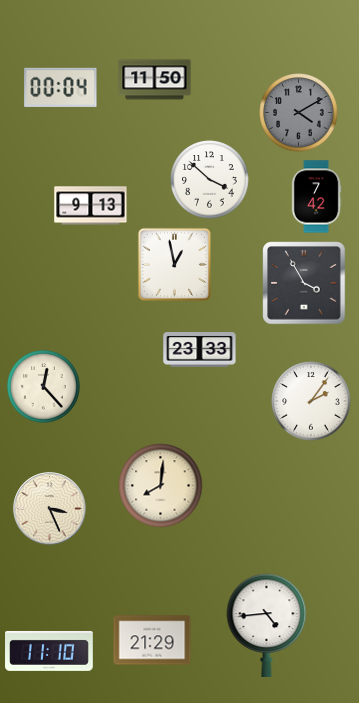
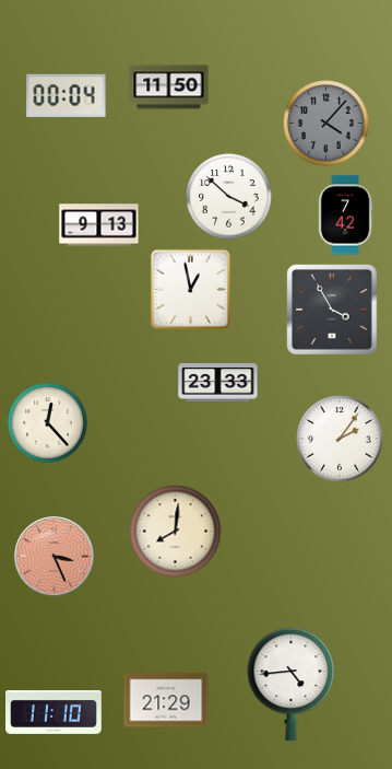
clock at (299, 113): 4:10 -> 4:07
clock at (50, 509) dial: cream -> salmon
